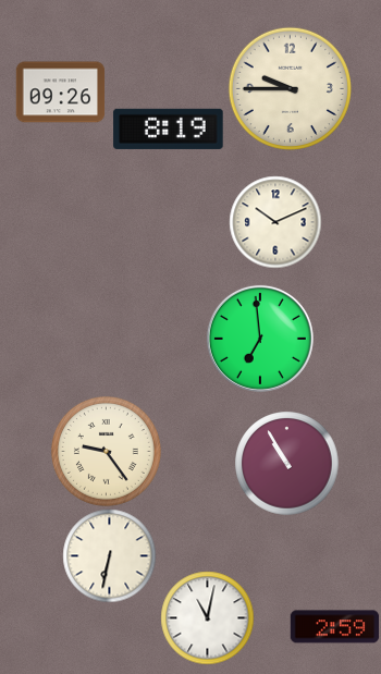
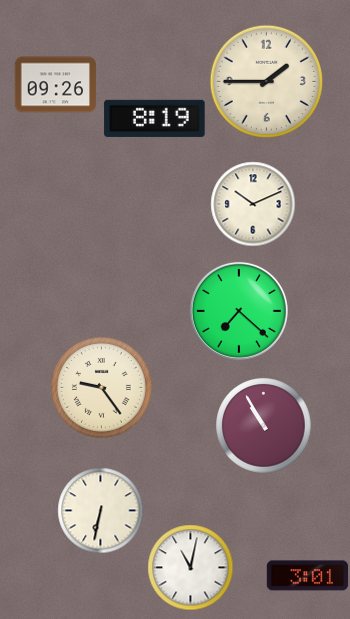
clock at (290, 88): 9:45 -> 1:45
clock at (260, 339): 6:59 -> 7:22
clock at (106, 451) position: (106, 451) -> (101, 387)
clock at (334, 627): 2:59 -> 3:01
